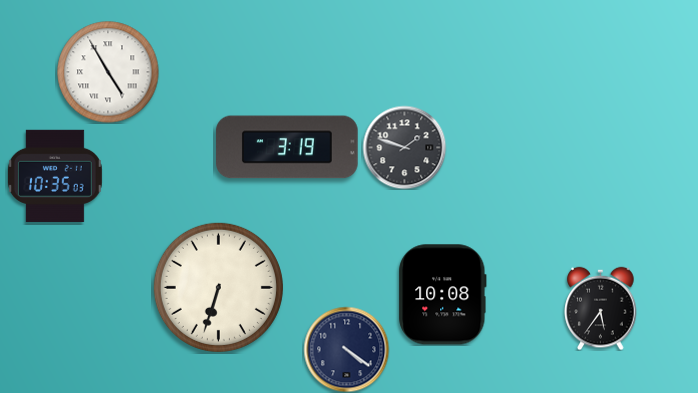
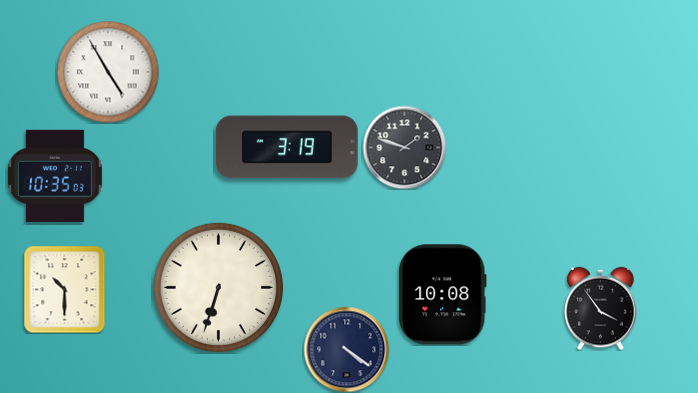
clock at (65, 289): none -> 10:30
clock at (601, 308): 5:36 -> 3:54
